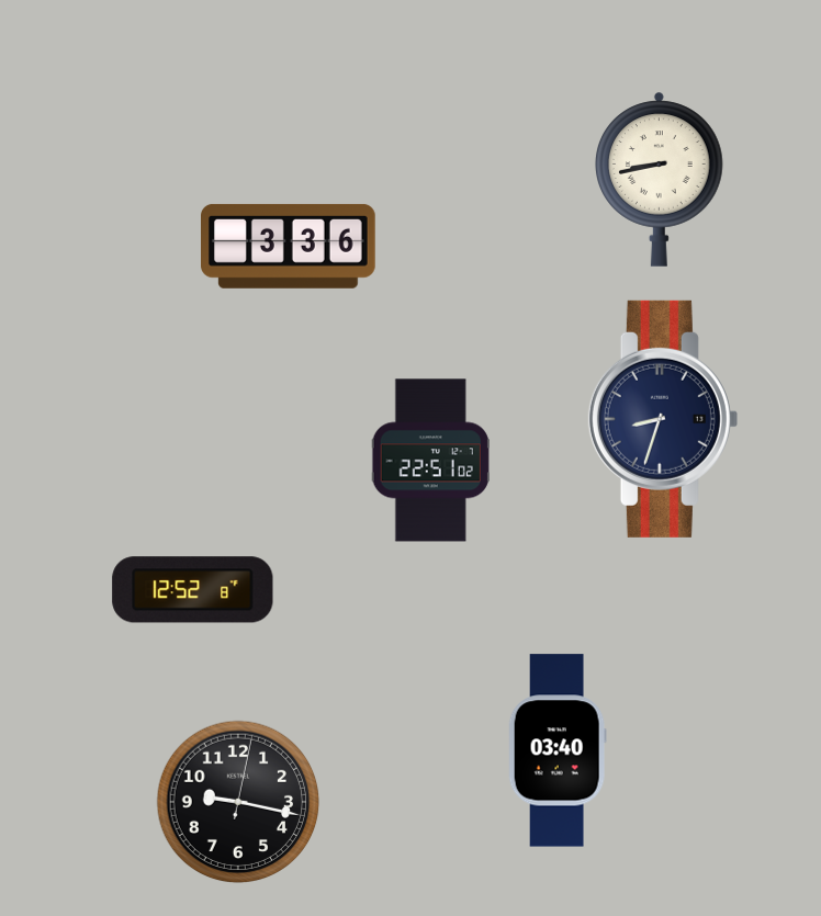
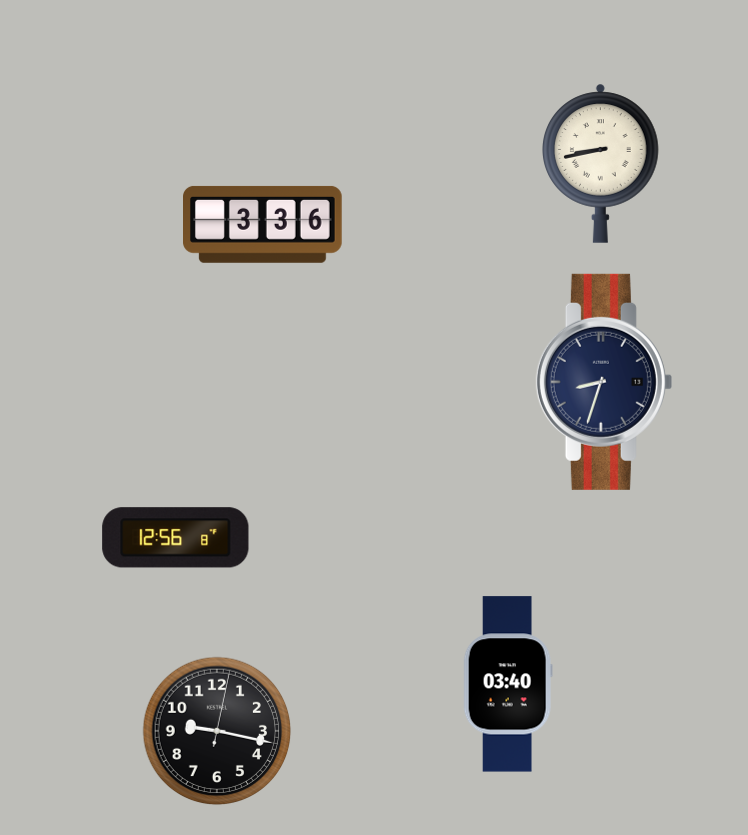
clock at (430, 461): 22:51 -> none
clock at (193, 590): 12:52 -> 12:56
